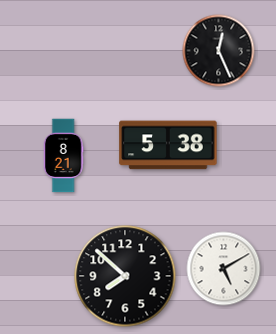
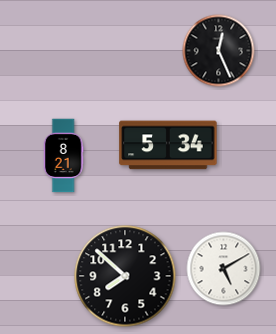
clock at (168, 145): 5:38 -> 5:34
